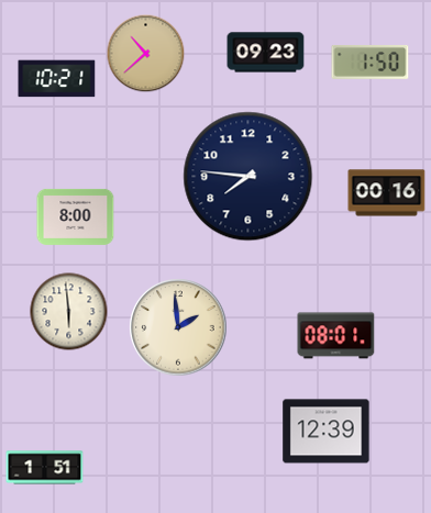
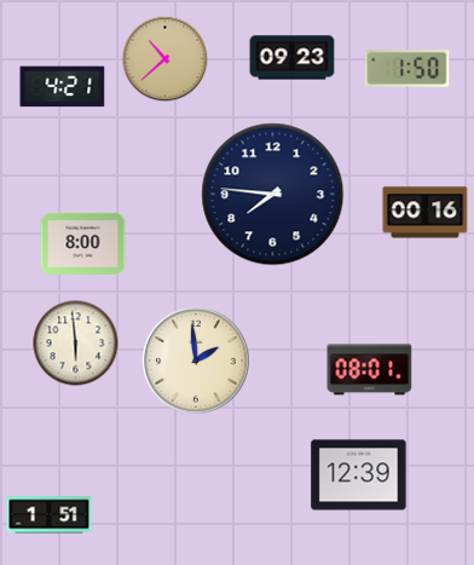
clock at (146, 54) position: (146, 54) -> (166, 59)
clock at (57, 79): 10:21 -> 4:21
clock at (76, 216) position: (76, 216) -> (83, 243)
